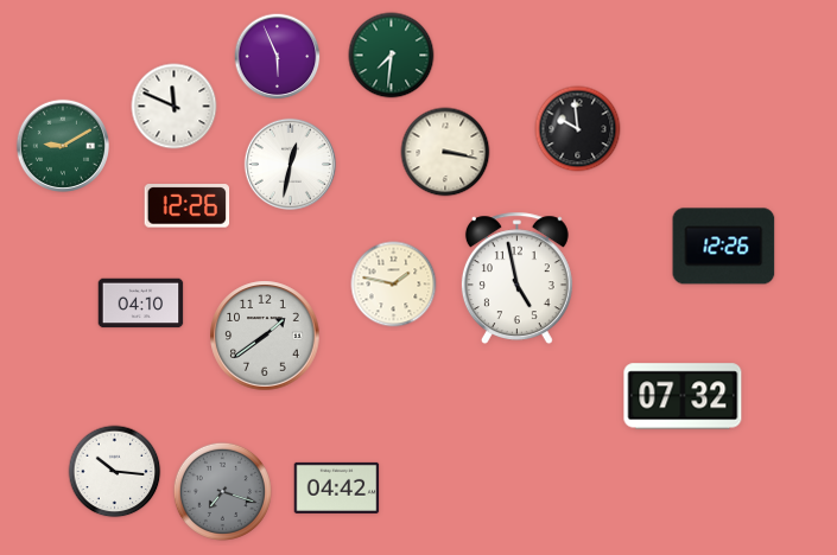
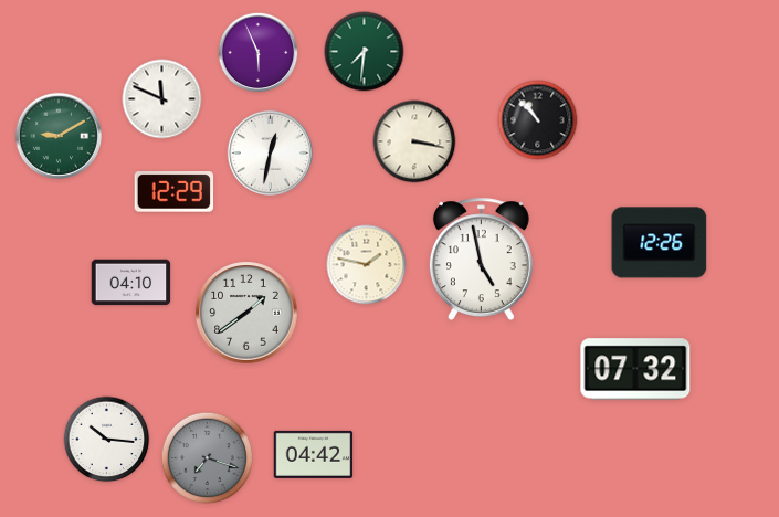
clock at (578, 129): 9:59 -> 10:53
clock at (188, 206): 12:26 -> 12:29
clock at (724, 247) position: (724, 247) -> (660, 243)
